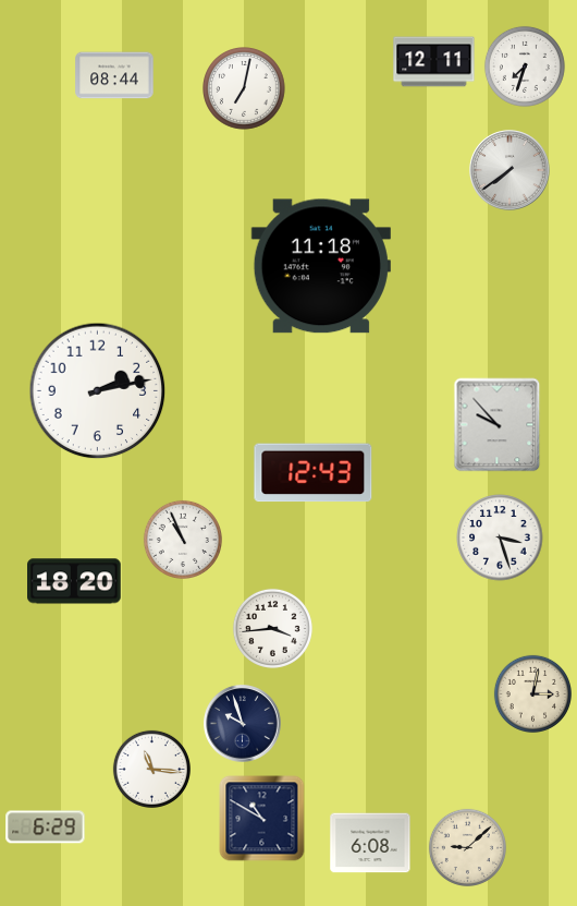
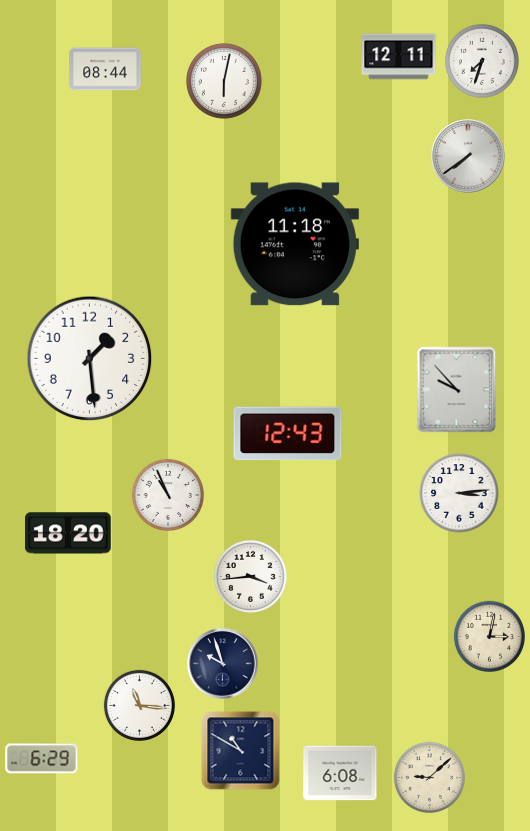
clock at (245, 89): 7:02 -> 6:02
clock at (98, 391): 2:13 -> 1:29
clock at (500, 537): 3:27 -> 3:14
